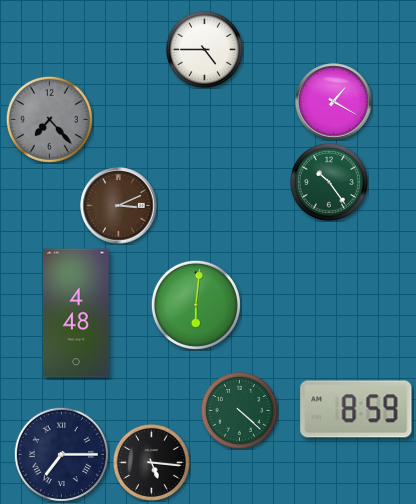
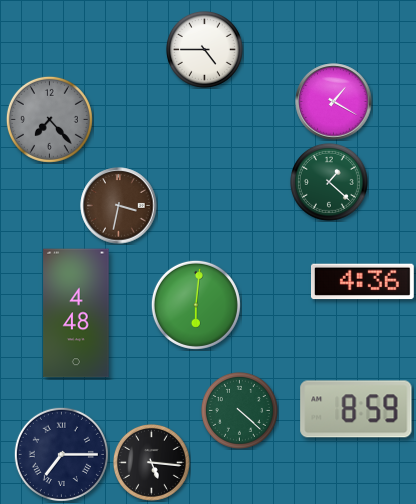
clock at (329, 182): 10:24 -> 1:22
clock at (119, 206): 3:11 -> 3:32
clock at (362, 282): none -> 4:36
